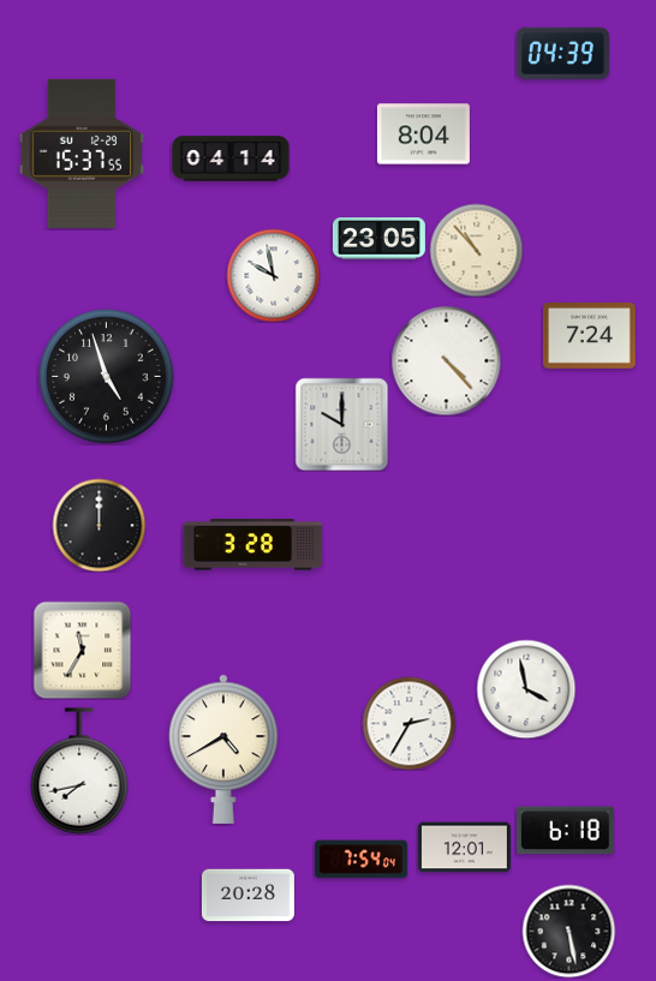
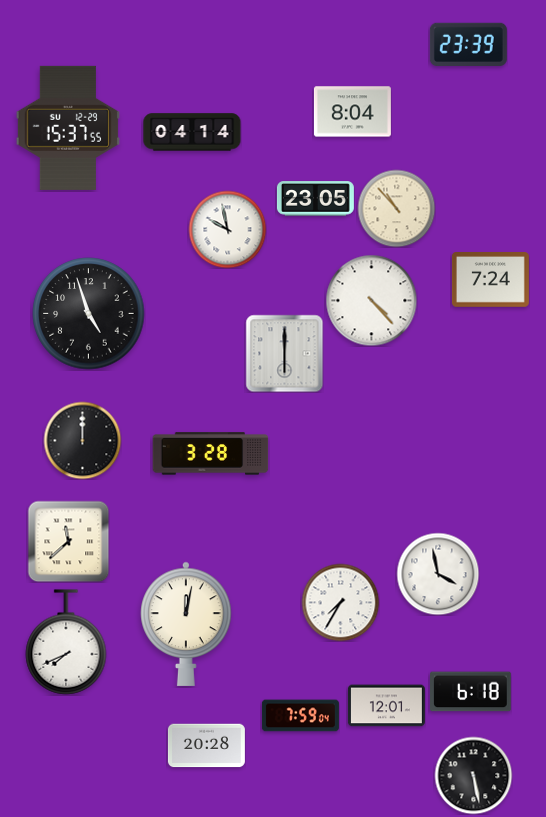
clock at (562, 53): 04:39 -> 23:39
clock at (341, 424): 10:00 -> 6:00
clock at (99, 525) position: (99, 525) -> (82, 440)
clock at (82, 650): 11:35 -> 11:38
clock at (408, 723): 2:35 -> 7:35
clock at (223, 749): 4:40 -> 12:02
clock at (79, 771): 7:43 -> 7:41
clock at (360, 860): 7:54 -> 7:59
